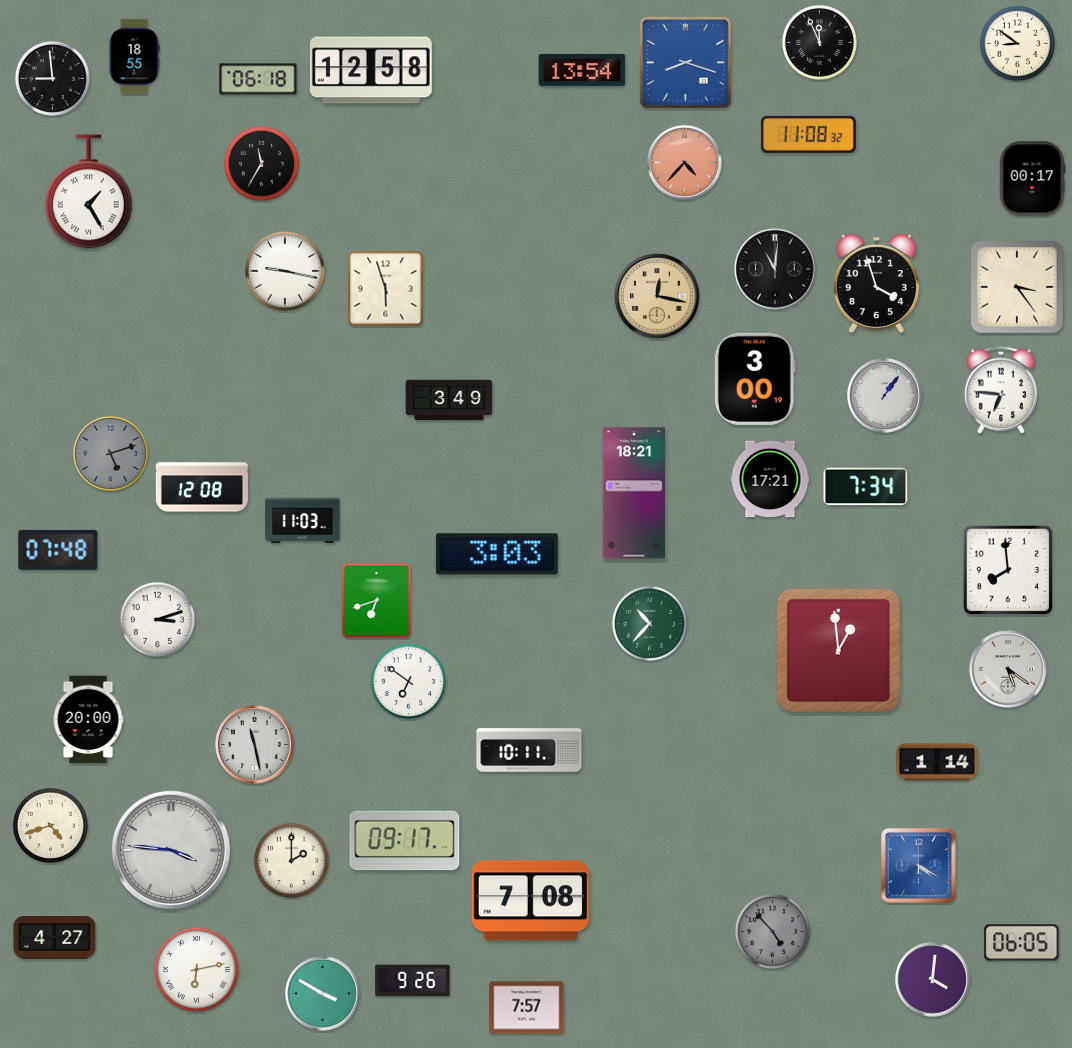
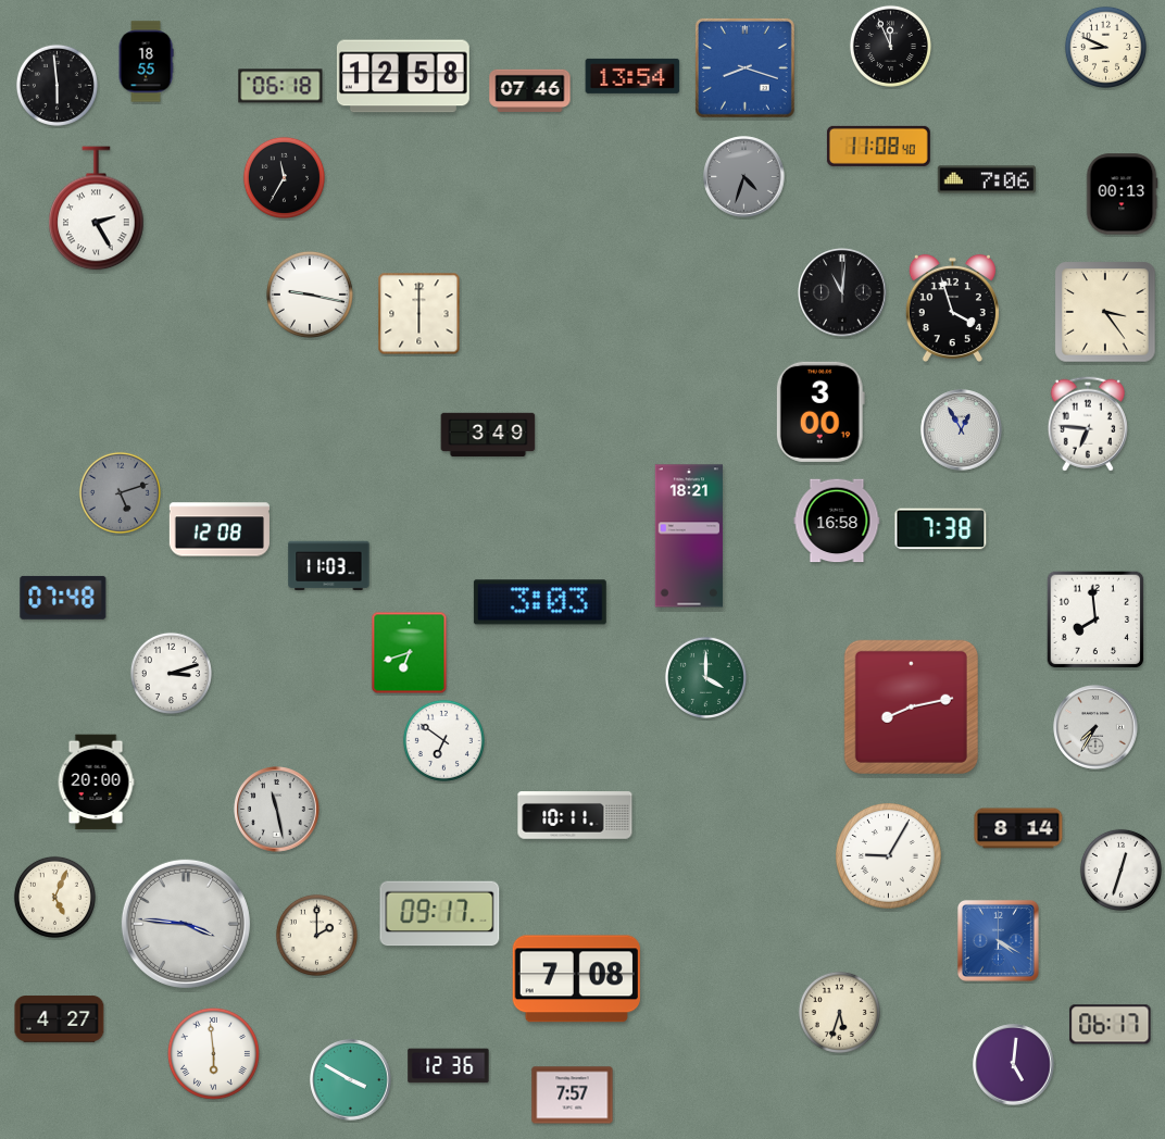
clock at (1017, 43): 8:51 -> 8:49
clock at (52, 78): 8:59 -> 5:59
clock at (530, 90): none -> 07:46
clock at (808, 134): 11:08:32 -> 11:08:40
clock at (685, 163): 4:37 -> 4:33
clock at (685, 163) dial: salmon -> grey
clock at (986, 179): none -> 7:06
clock at (1032, 179): 00:17 -> 00:13
clock at (89, 192): 1:25 -> 2:25
clock at (386, 289): 5:57 -> 6:00
clock at (658, 297): 12:17 -> none
clock at (885, 396): 1:06 -> 12:55
clock at (770, 479): 17:21 -> 16:58
clock at (866, 487): 7:34 -> 7:38
clock at (649, 623): 10:37 -> 4:00
clock at (838, 650): 12:59 -> 8:13
clock at (1008, 669): 5:21 -> 7:35
clock at (937, 762): 1:14 -> 8:14
clock at (889, 856): none -> 9:05
clock at (1120, 869): none -> 12:33
clock at (50, 825): 4:42 -> 5:04
clock at (772, 931): 4:53 -> 5:33
clock at (772, 931) dial: grey -> cream
clock at (1022, 943): 06:05 -> 06:17
clock at (196, 969): 6:13 -> 5:59
clock at (933, 980): 4:01 -> 5:01
clock at (413, 981): 9:26 -> 12:36
